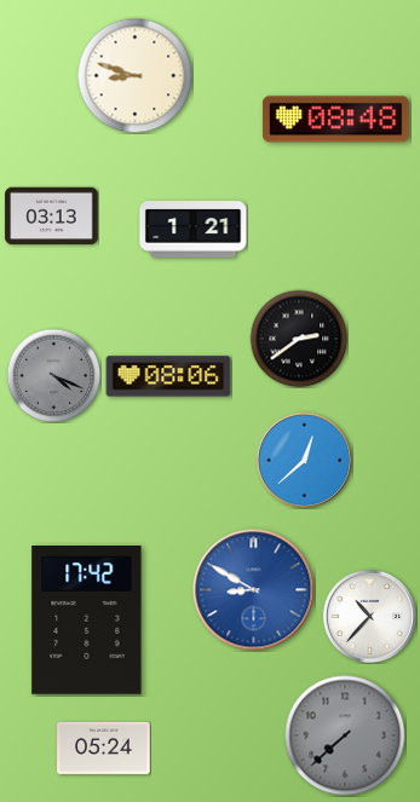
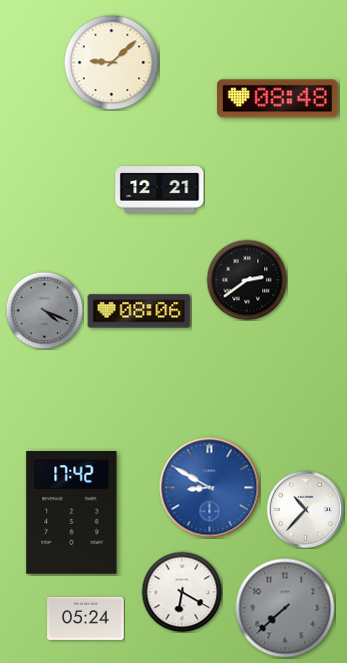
clock at (134, 75): 8:48 -> 9:08
clock at (52, 217): 03:13 -> none
clock at (194, 230): 1:21 -> 12:21
clock at (304, 460): 12:38 -> none
clock at (182, 592): none -> 6:20
